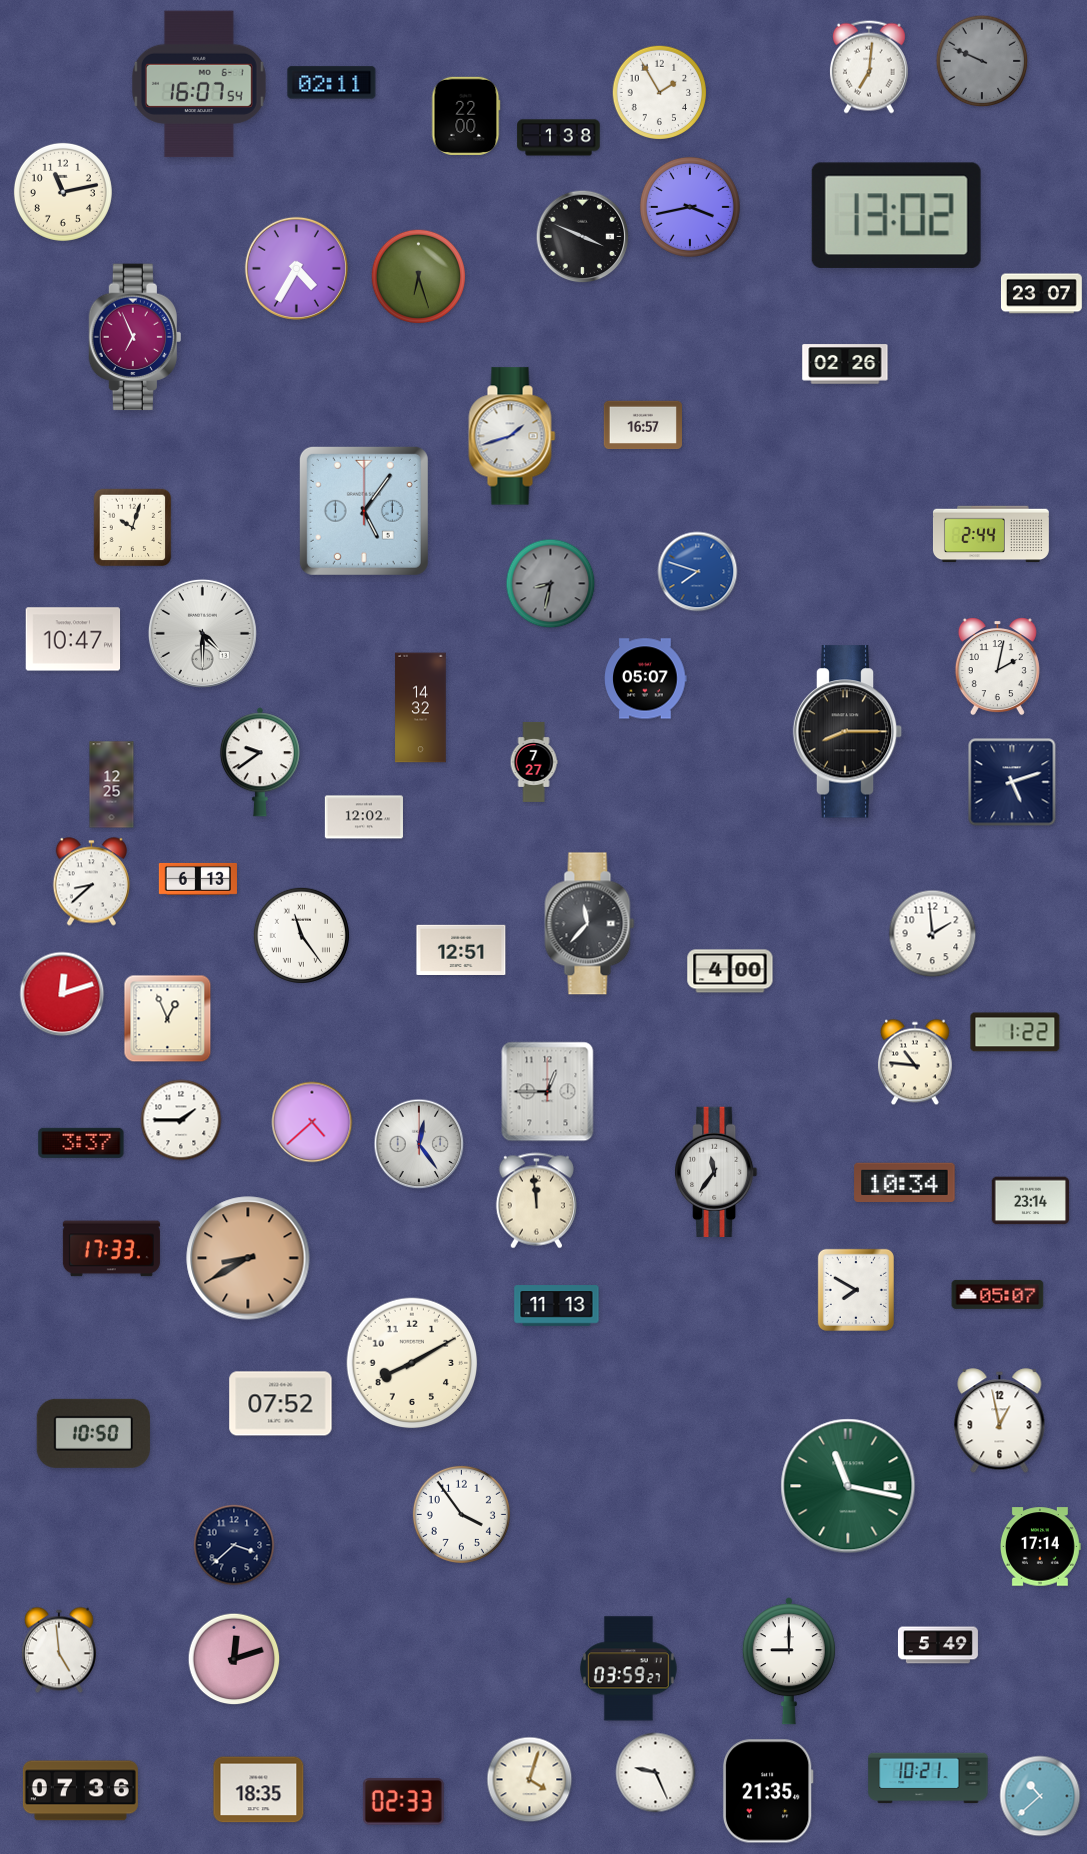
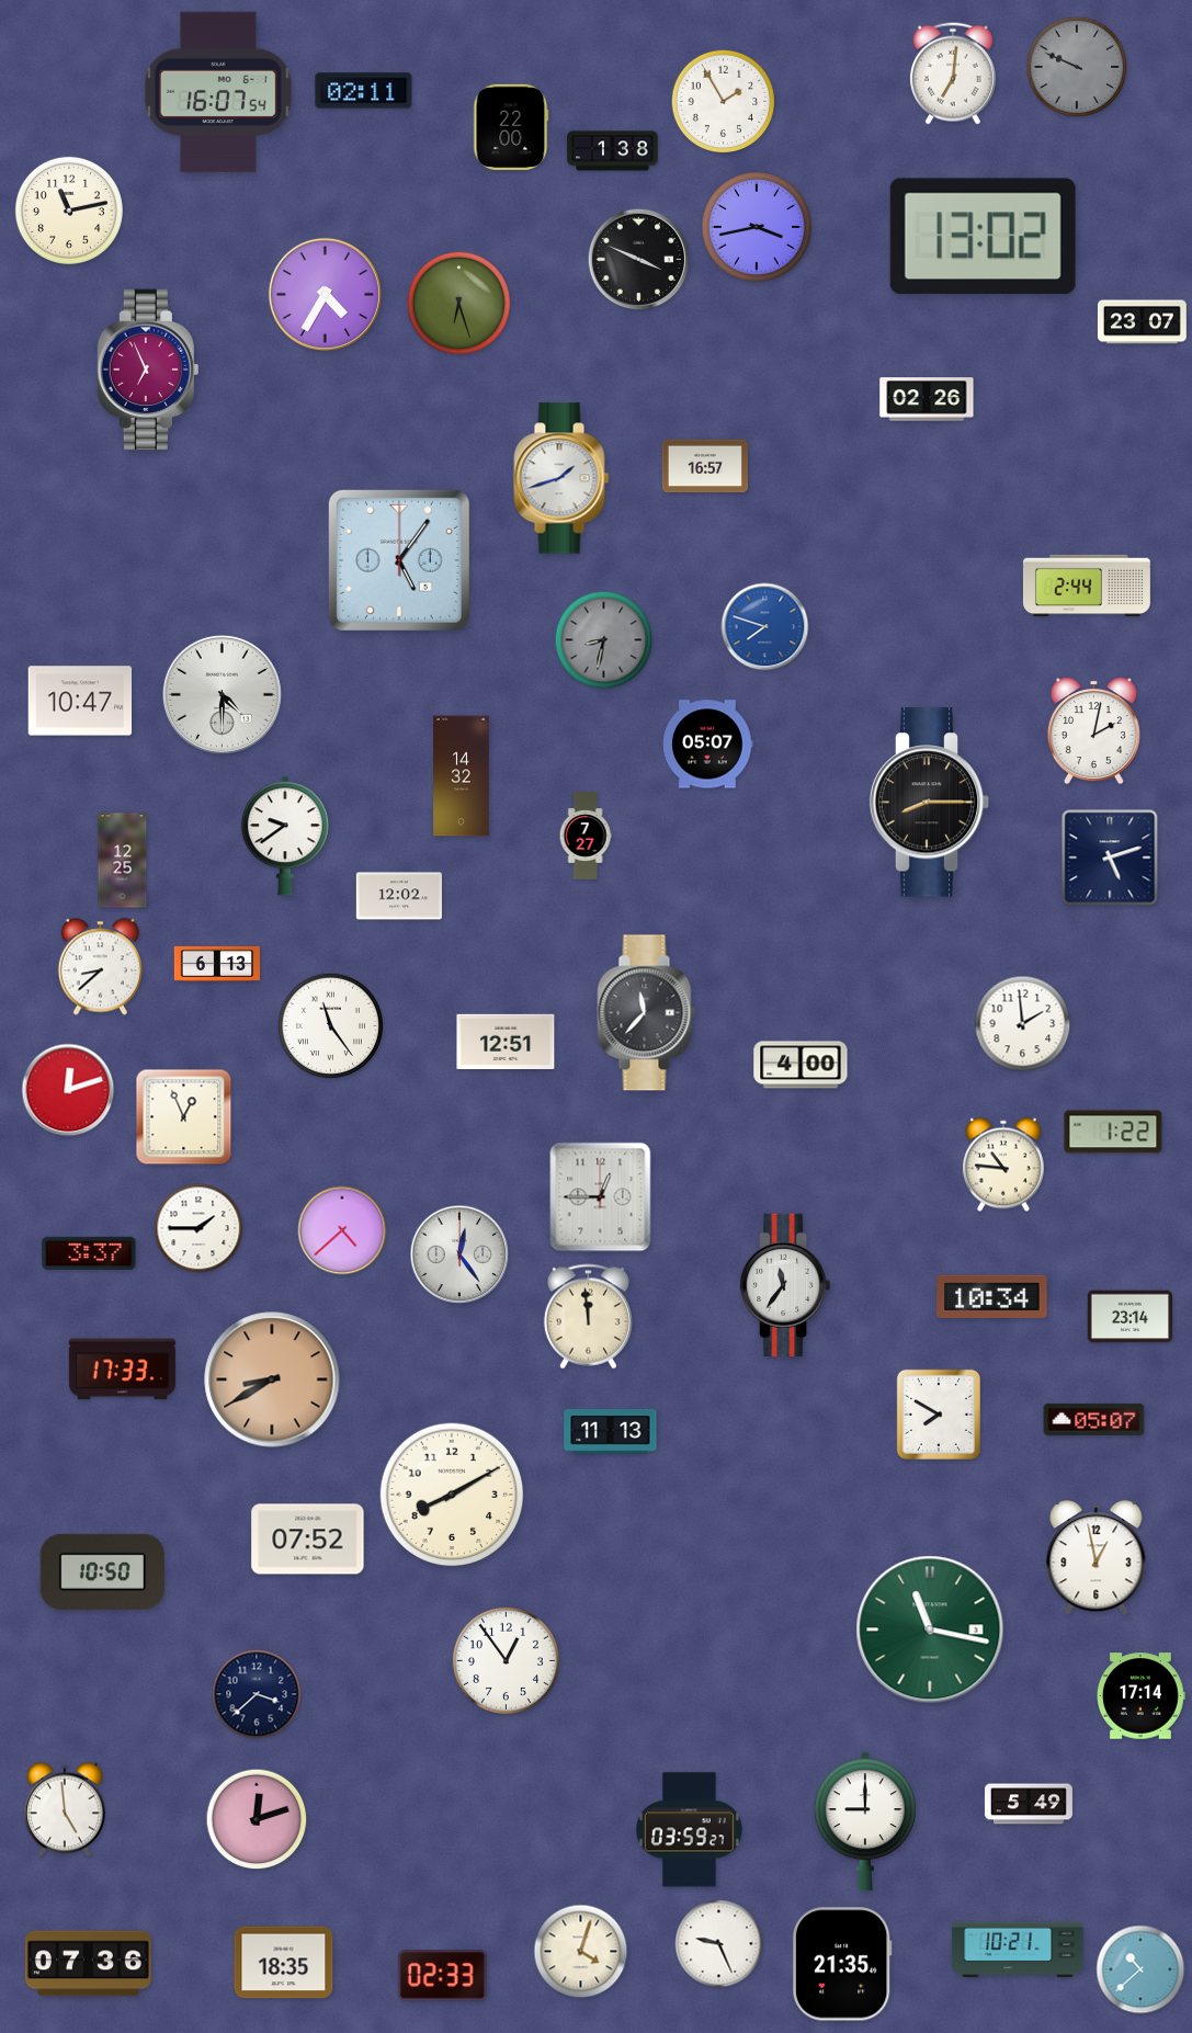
clock at (133, 528): 10:03 -> none
clock at (461, 1514): 3:54 -> 12:54
